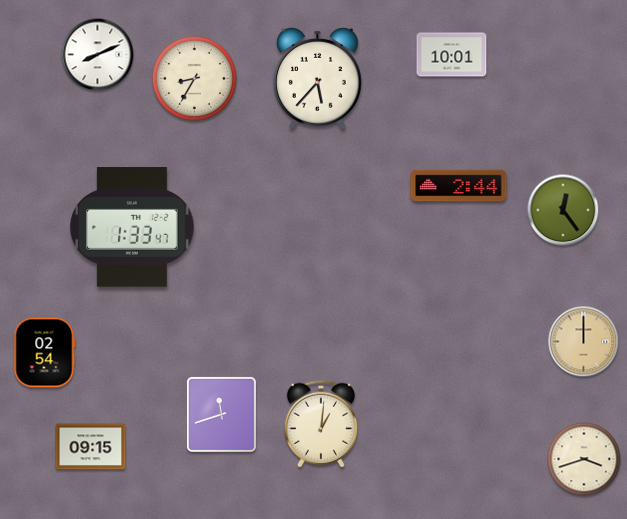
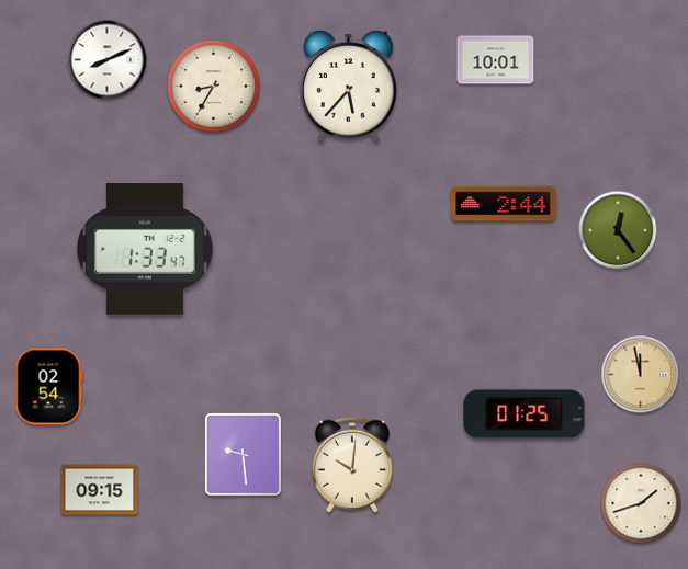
clock at (584, 342): 12:00 -> 11:58
clock at (525, 414): none -> 01:25
clock at (221, 414): 11:42 -> 9:29
clock at (321, 424): 1:01 -> 10:01
clock at (584, 459): 3:42 -> 1:42
